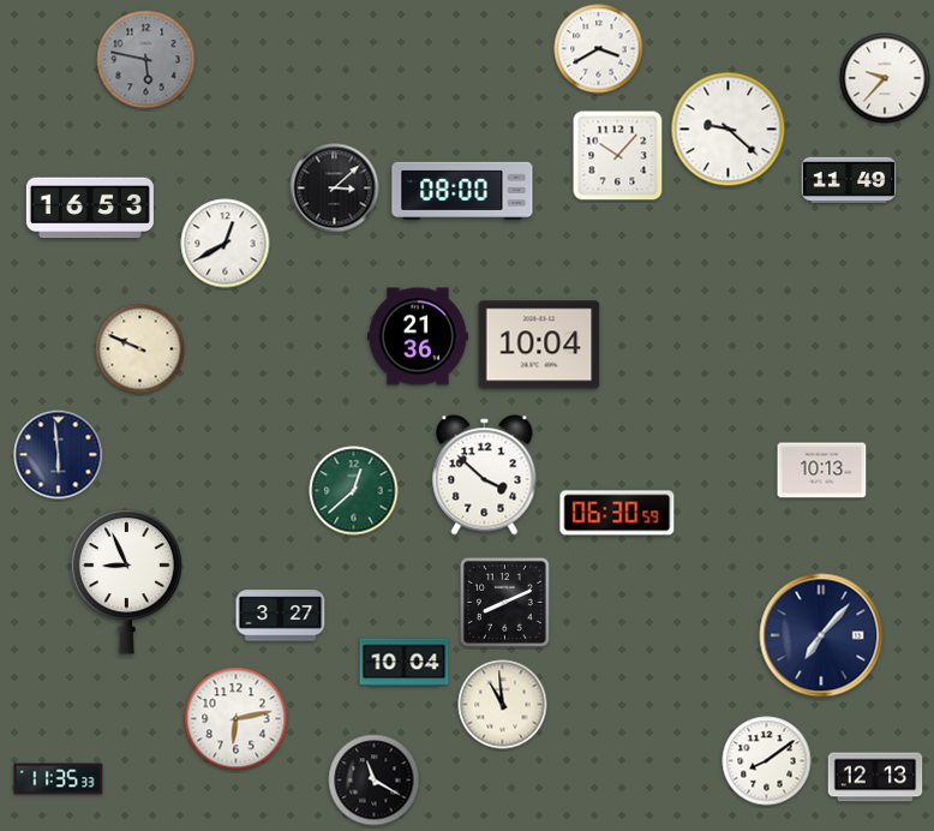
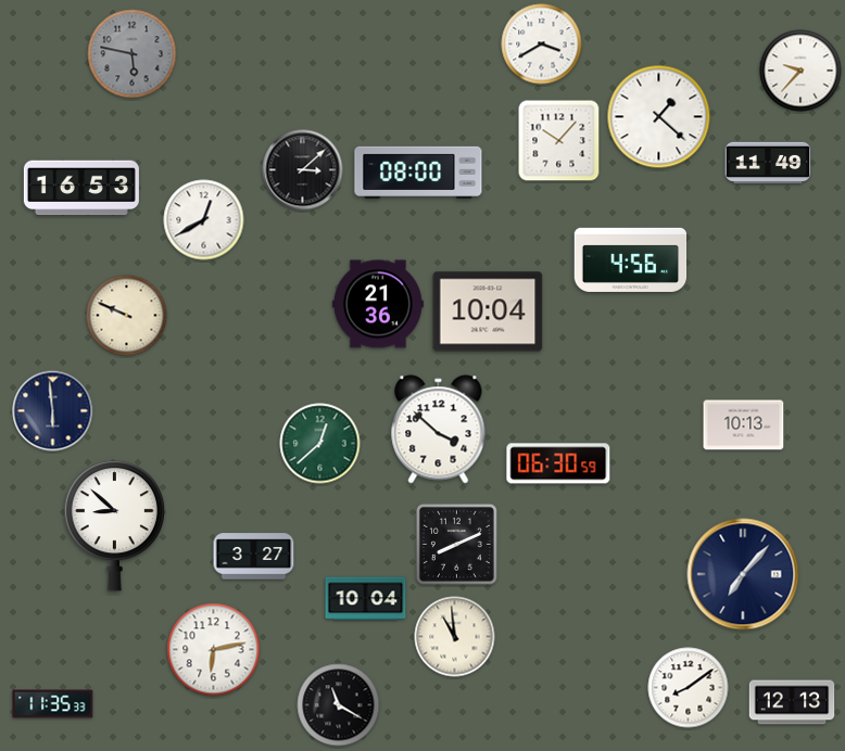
clock at (729, 130): 9:22 -> 1:22
clock at (631, 259): none -> 4:56
clock at (126, 582): 8:56 -> 8:52
clock at (767, 761) position: (767, 761) -> (689, 688)
